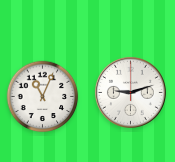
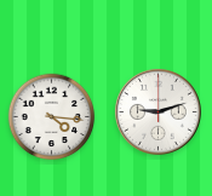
clock at (43, 97): 11:04 -> 4:16
